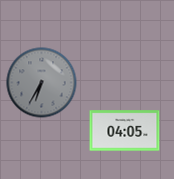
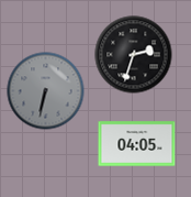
clock at (134, 55): none -> 2:33
clock at (42, 83): 6:35 -> 6:32
